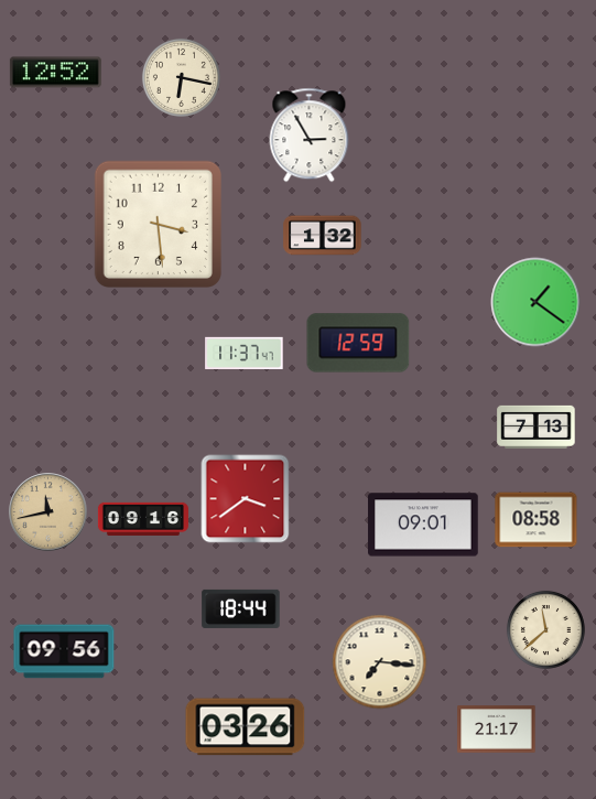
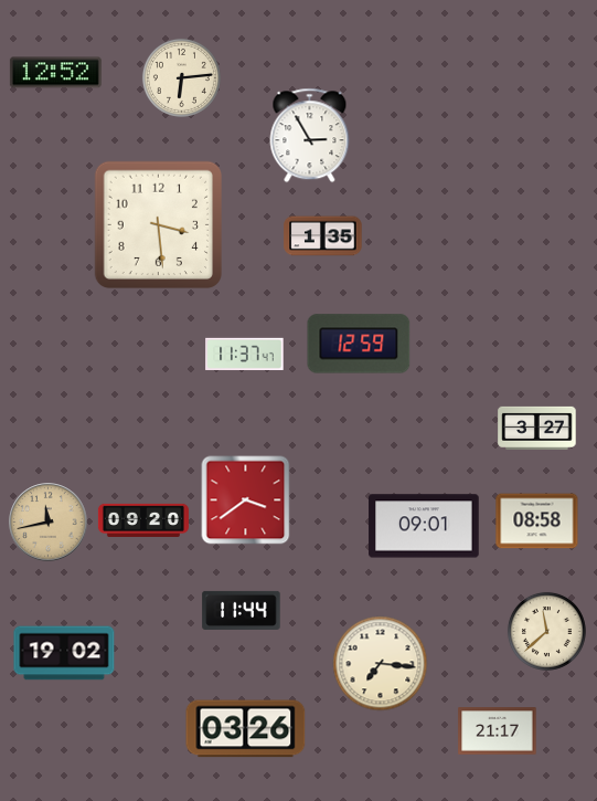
clock at (181, 77): 6:17 -> 6:14
clock at (323, 236): 1:32 -> 1:35
clock at (535, 302): 1:21 -> none
clock at (537, 427): 7:13 -> 3:27
clock at (48, 512) position: (48, 512) -> (49, 523)
clock at (143, 519): 09:16 -> 09:20
clock at (241, 608): 18:44 -> 11:44
clock at (64, 651): 09:56 -> 19:02
